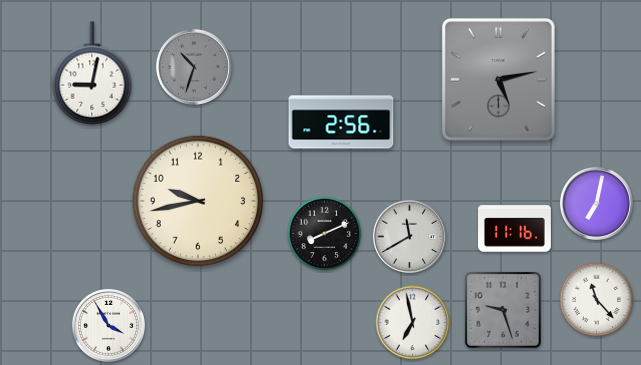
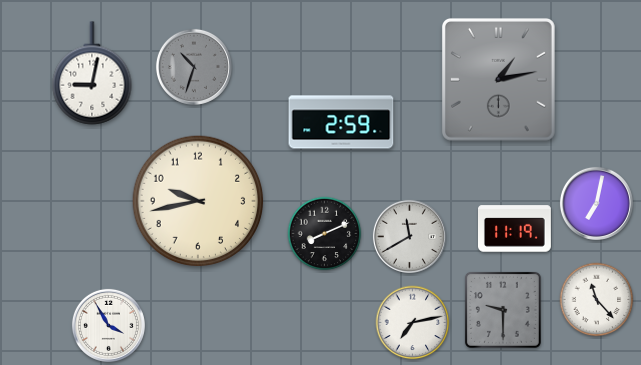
clock at (498, 79): 5:13 -> 1:13
clock at (341, 122): 2:56 -> 2:59
clock at (515, 229): 11:16 -> 11:19
clock at (503, 310): 9:27 -> 9:30
clock at (413, 323): 6:58 -> 7:13
